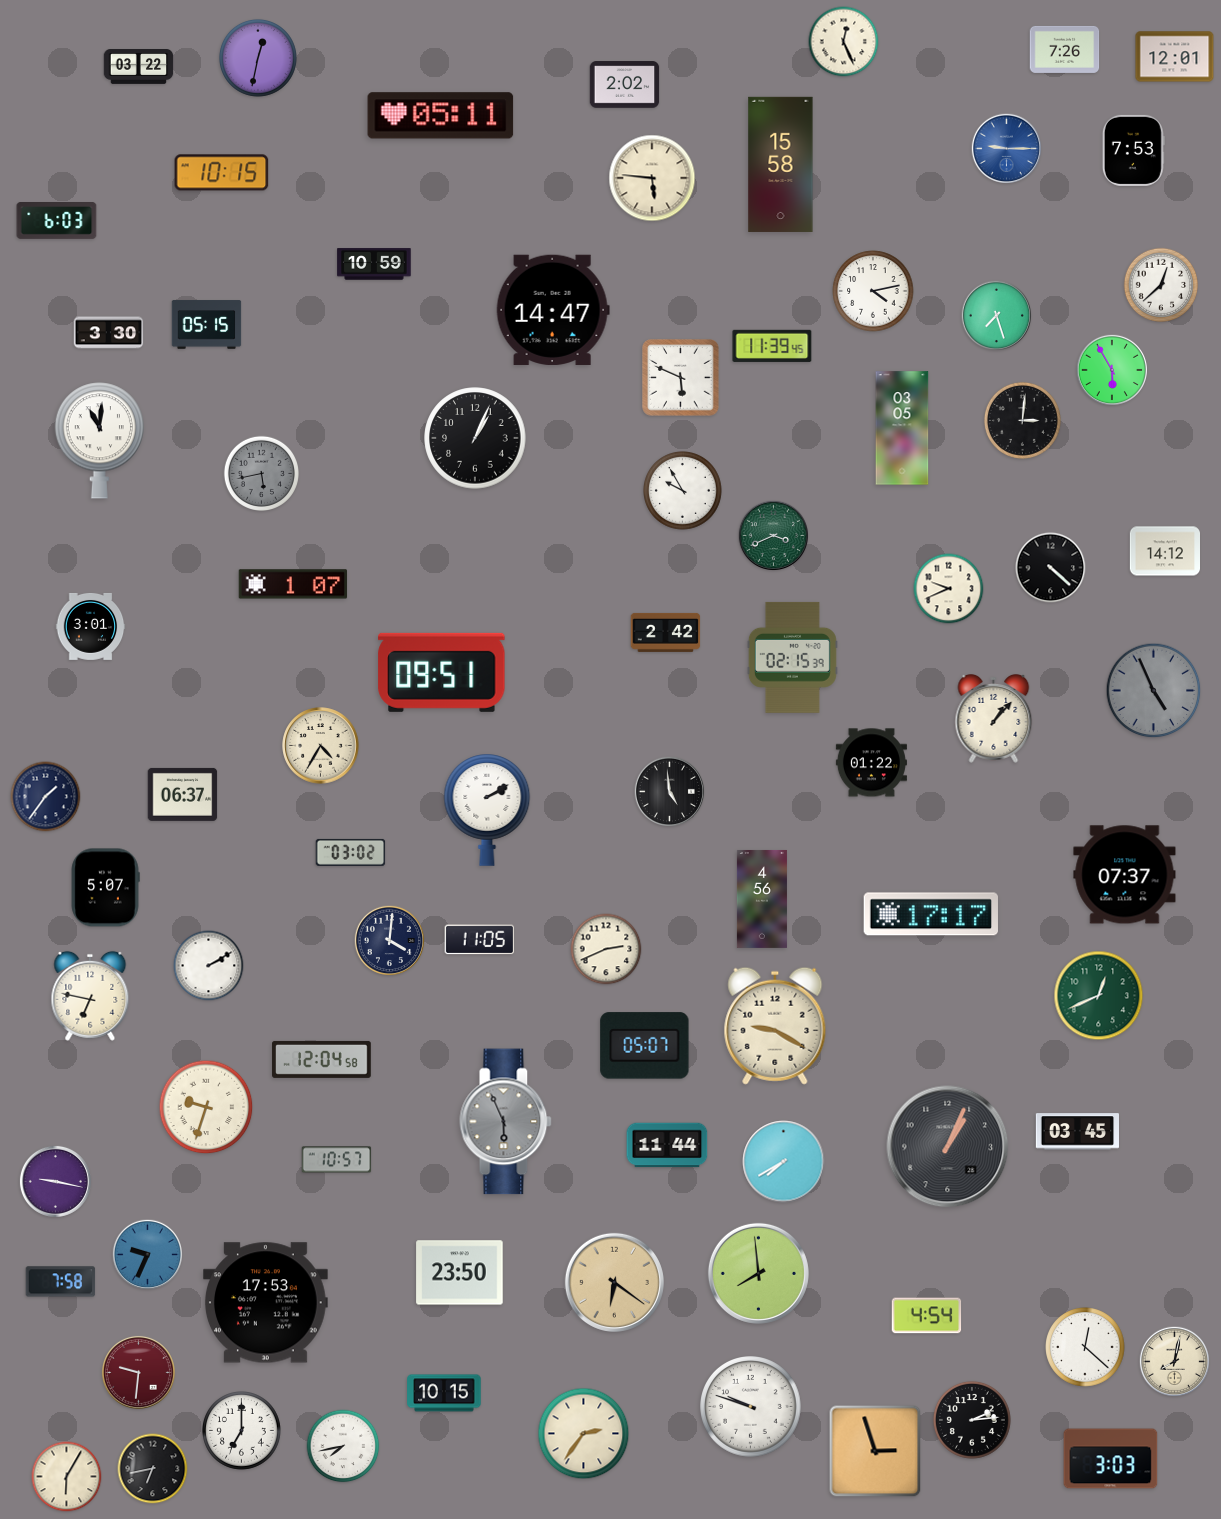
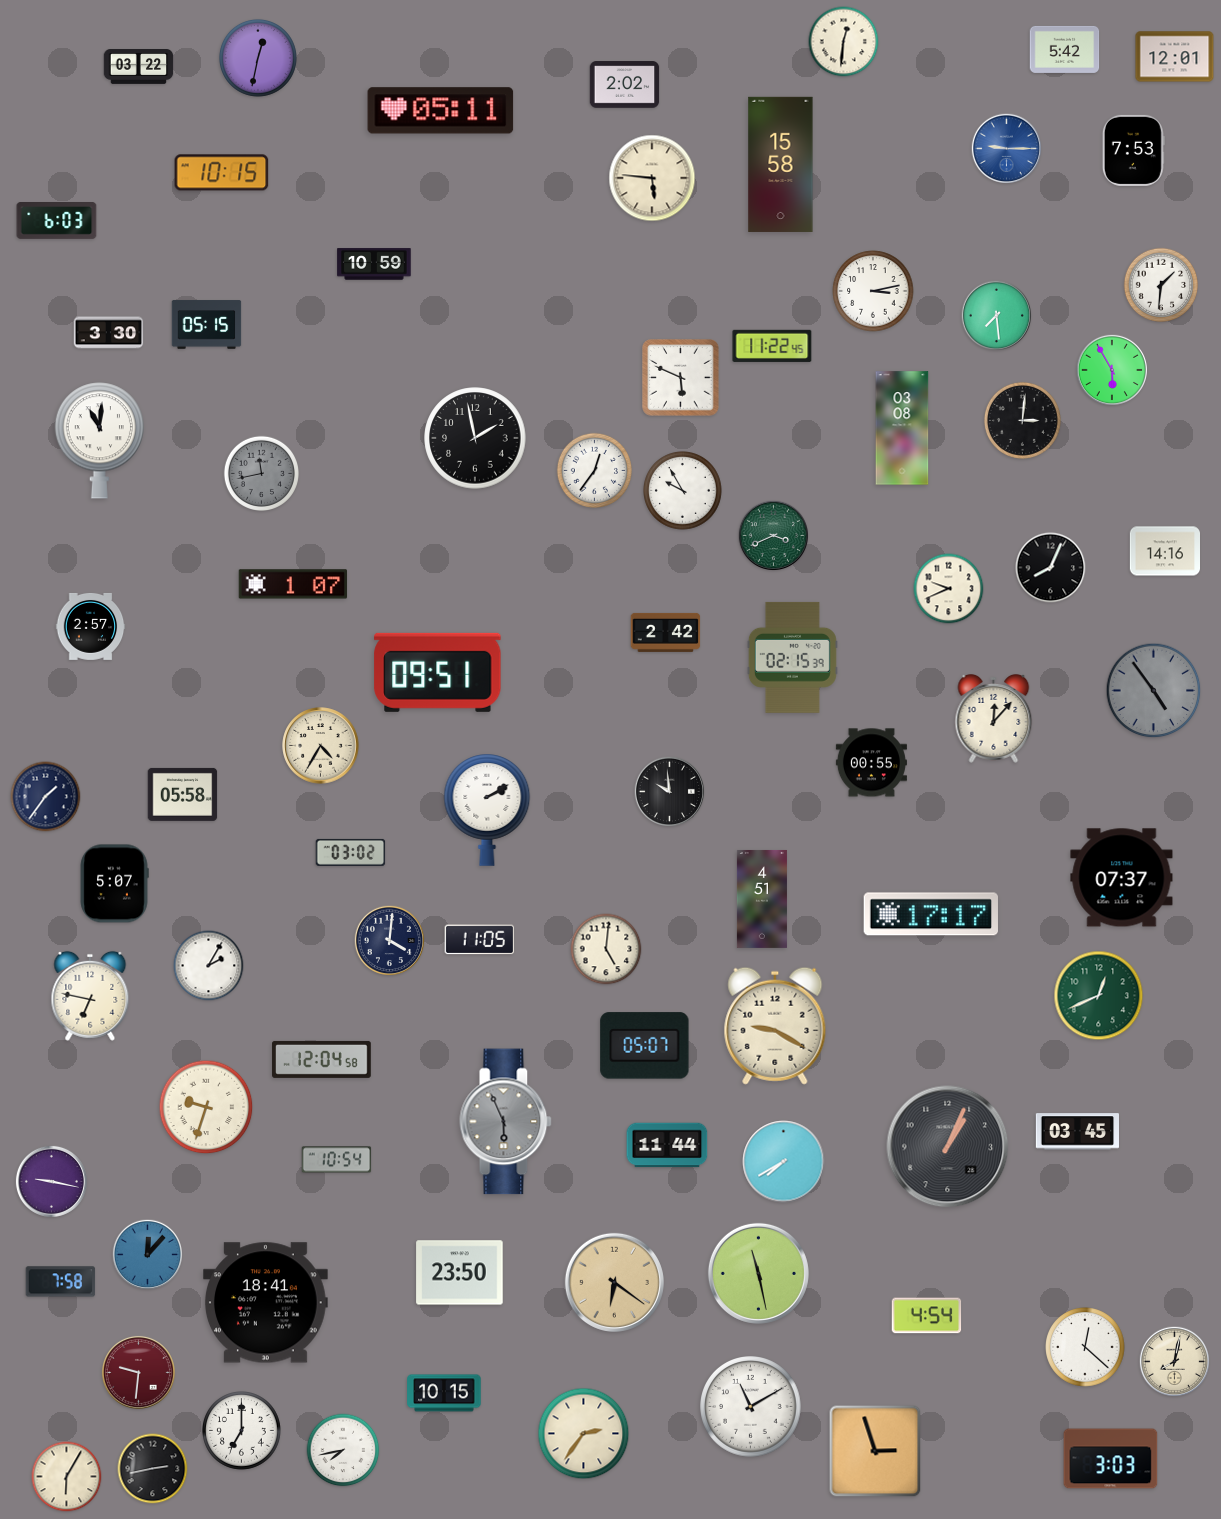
clock at (844, 42): 12:26 -> 12:31
clock at (1065, 49): 7:26 -> 5:42
clock at (441, 116) position: (441, 116) -> (441, 111)
clock at (1161, 285): 12:38 -> 1:31
clock at (873, 291): 4:13 -> 3:13
clock at (553, 310): 14:47 -> none
clock at (996, 315): 7:27 -> 7:29
clock at (772, 346): 11:39 -> 11:22
clock at (902, 428): 03:05 -> 03:08
clock at (475, 438): 1:04 -> 1:58
clock at (594, 470): none -> 12:36
clock at (261, 473): 5:43 -> 11:43
clock at (1164, 551): 14:12 -> 14:16
clock at (1051, 568): 4:22 -> 8:04
clock at (91, 626): 3:01 -> 2:57
clock at (442, 672) position: (442, 672) -> (438, 672)
clock at (1154, 691): 4:56 -> 4:54
clock at (994, 719): 1:07 -> 12:07
clock at (871, 763): 01:22 -> 00:55
clock at (669, 791): 4:59 -> 9:59
clock at (183, 794): 06:37 -> 05:58
clock at (1125, 875) position: (1125, 875) -> (1122, 878)
clock at (105, 888) position: (105, 888) -> (114, 884)
clock at (762, 899): 4:56 -> 4:51
clock at (606, 949): 2:41 -> 5:01
clock at (209, 966): 2:10 -> 2:05
clock at (337, 1160): 10:57 -> 10:54
clock at (55, 1181) position: (55, 1181) -> (51, 1181)
clock at (147, 1254): 9:34 -> 12:07
clock at (758, 1273): 7:59 -> 11:28
clock at (266, 1303): 17:53 -> 18:41
clock at (751, 1407): 9:48 -> 11:10
clock at (972, 1420): 2:14 -> none
clock at (343, 1446) position: (343, 1446) -> (343, 1450)
clock at (153, 1469): 6:43 -> 2:43
